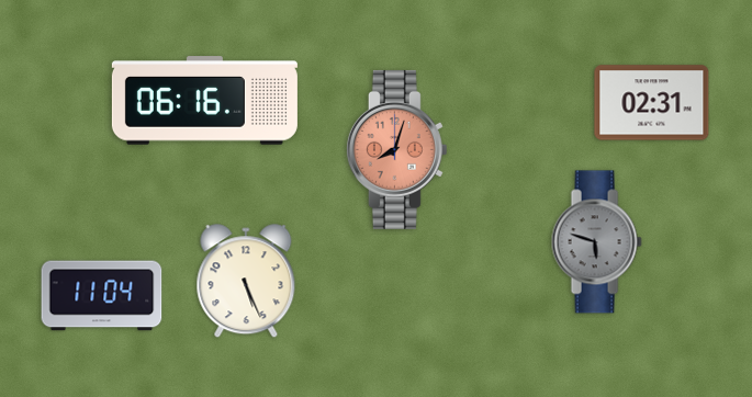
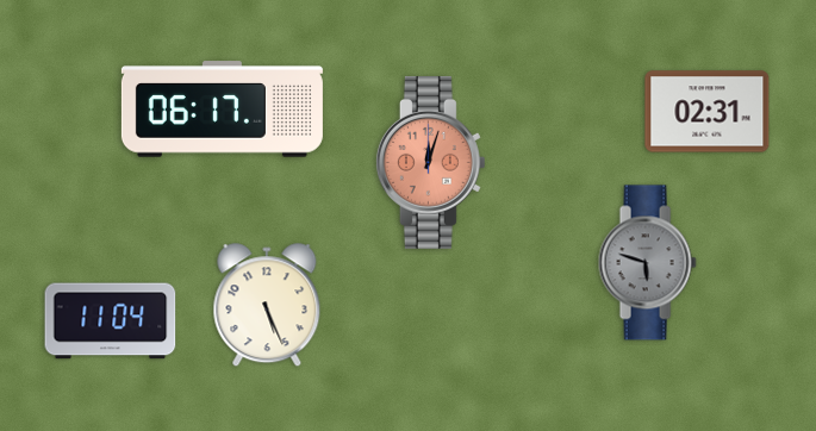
clock at (204, 101): 06:16 -> 06:17
clock at (396, 149): 8:03 -> 12:03
